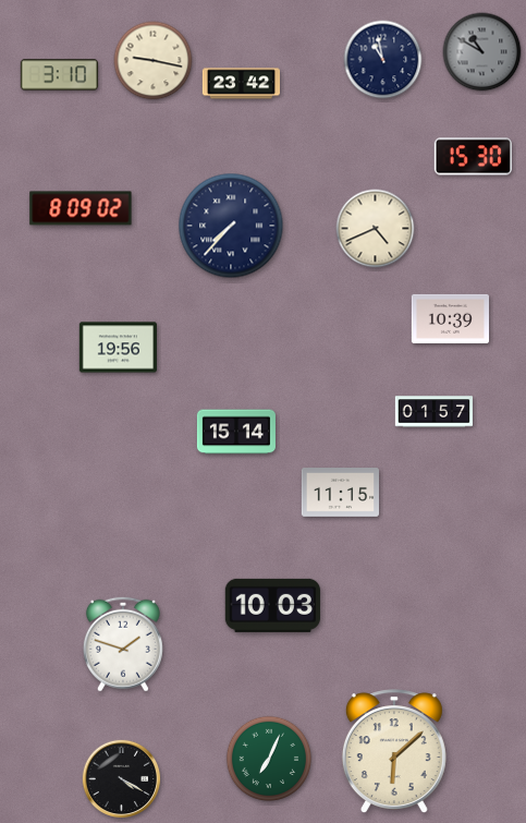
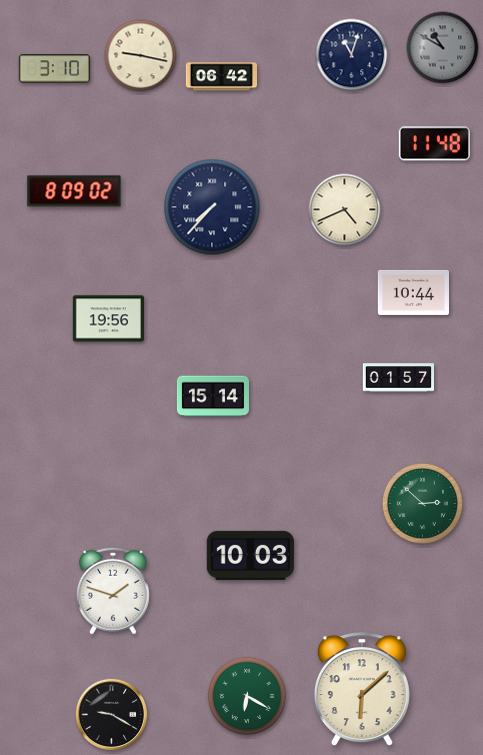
clock at (383, 60): 10:58 -> 11:03
clock at (241, 84): 23:42 -> 06:42
clock at (473, 157): 15:30 -> 11:48
clock at (450, 318): 10:39 -> 10:44
clock at (236, 432) position: (236, 432) -> (213, 396)
clock at (340, 493): 11:15 -> none
clock at (422, 503): none -> 2:52
clock at (269, 759): 7:04 -> 6:20
clock at (122, 779): 4:20 -> 9:20
